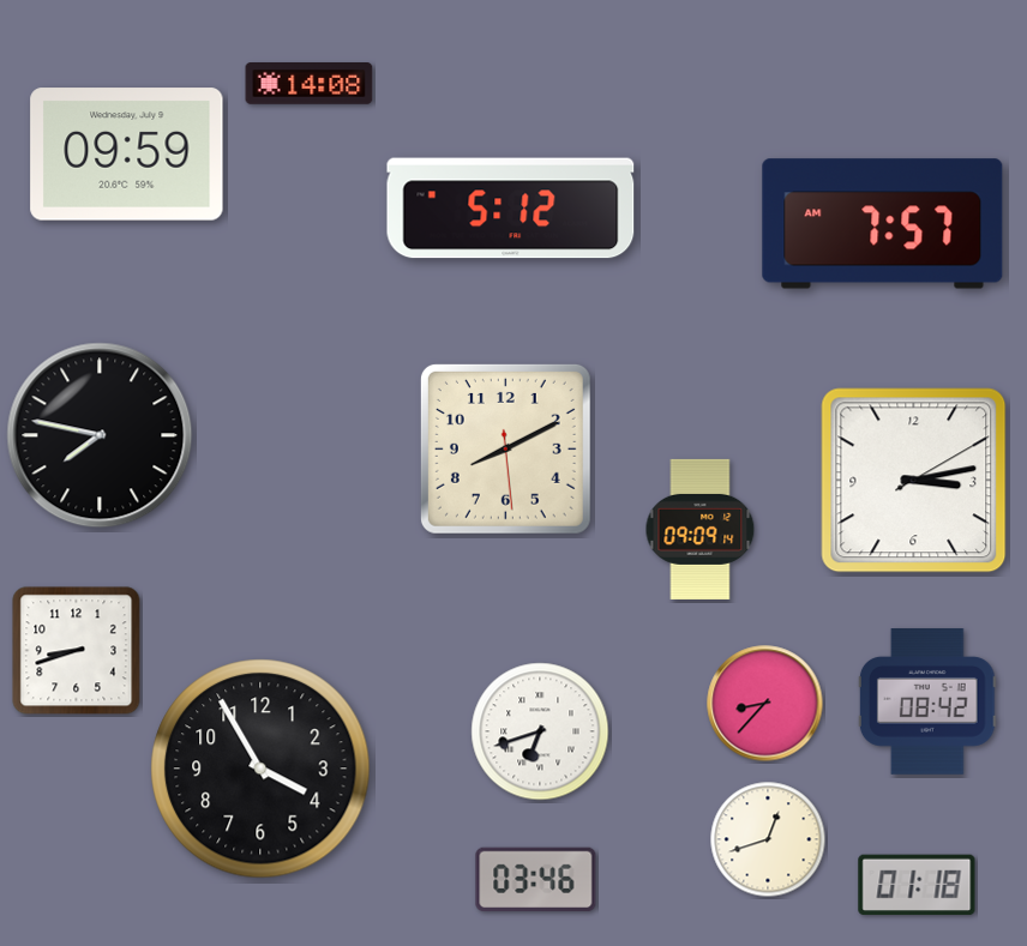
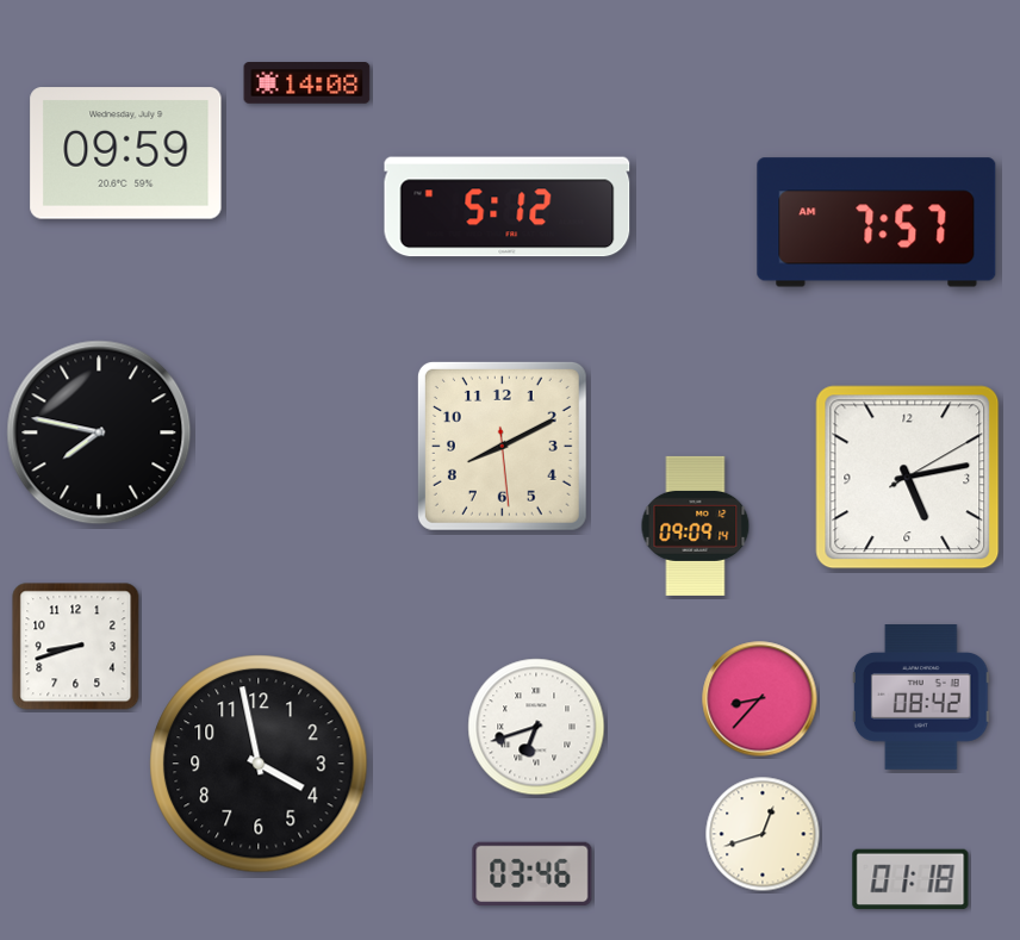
clock at (914, 481): 3:13 -> 5:13
clock at (260, 769): 3:55 -> 3:58
